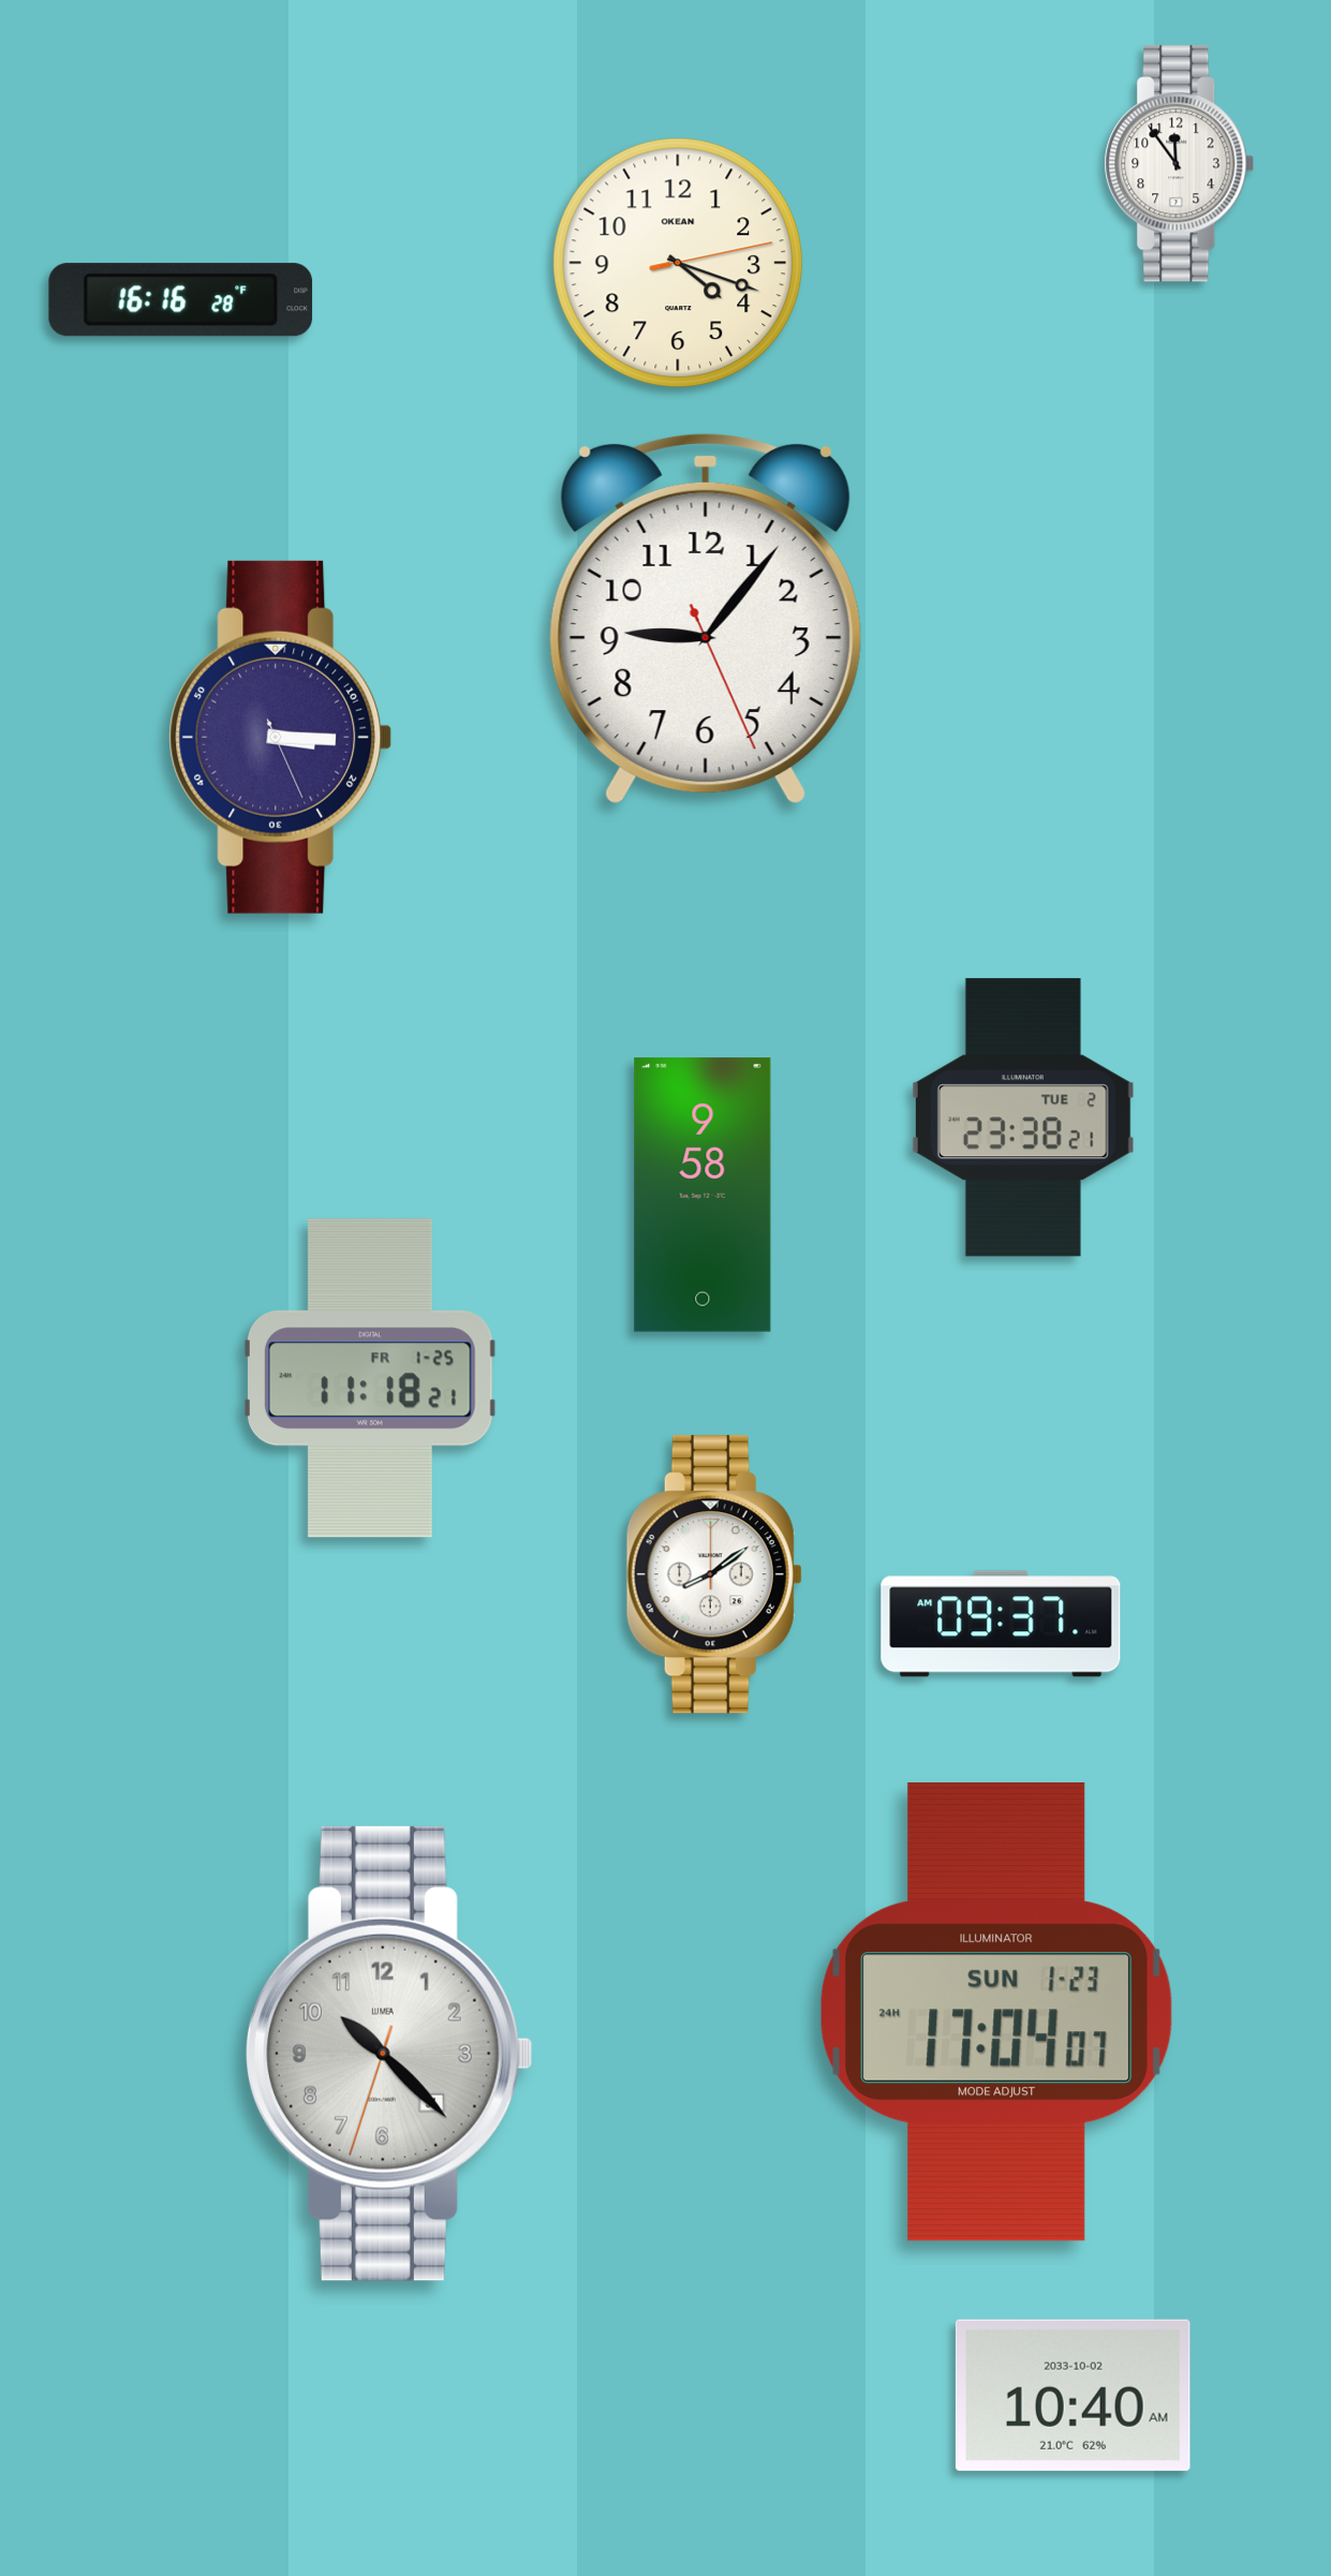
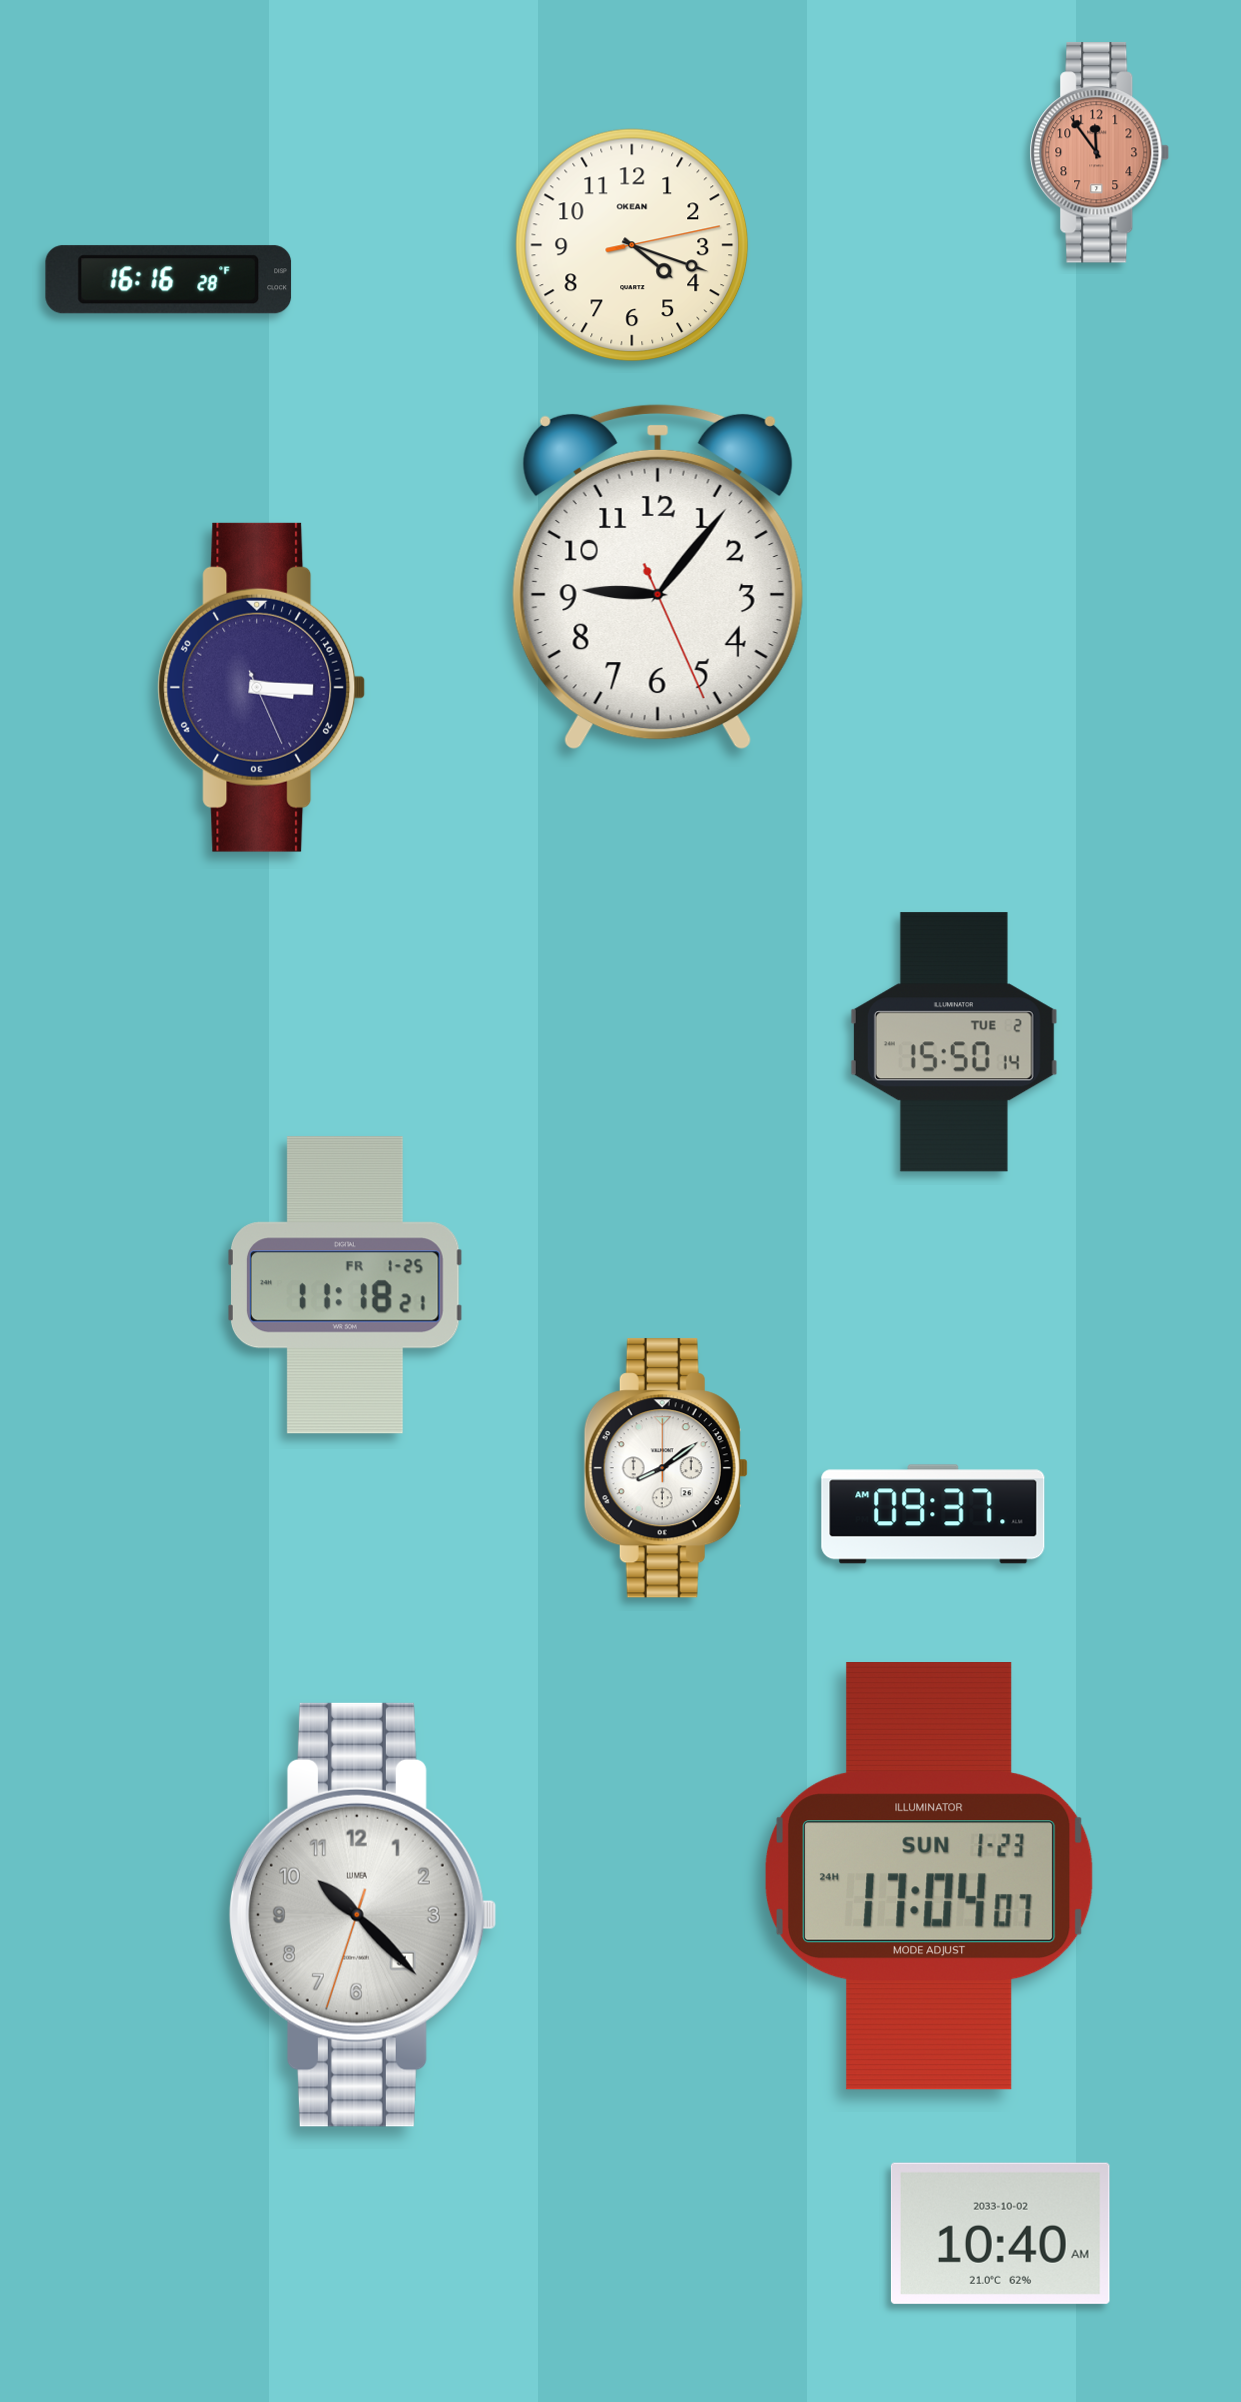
clock at (1180, 164) dial: white -> salmon
clock at (1023, 1117): 23:38 -> 15:50
clock at (703, 1196): 9:58 -> none
